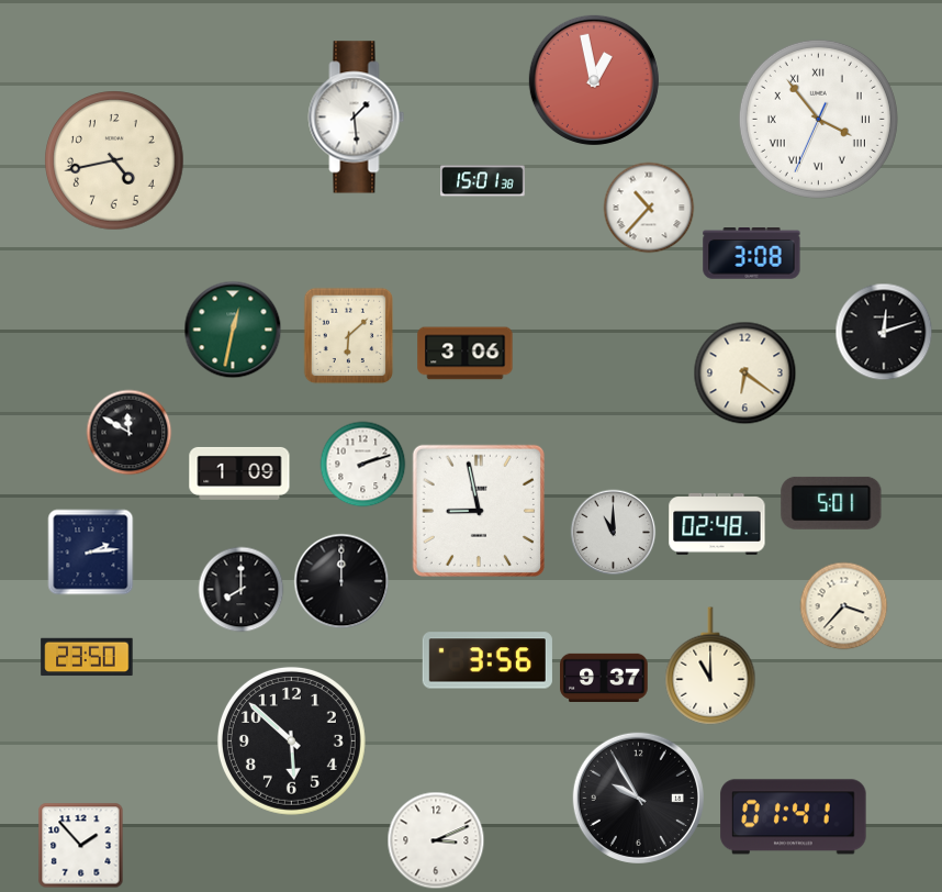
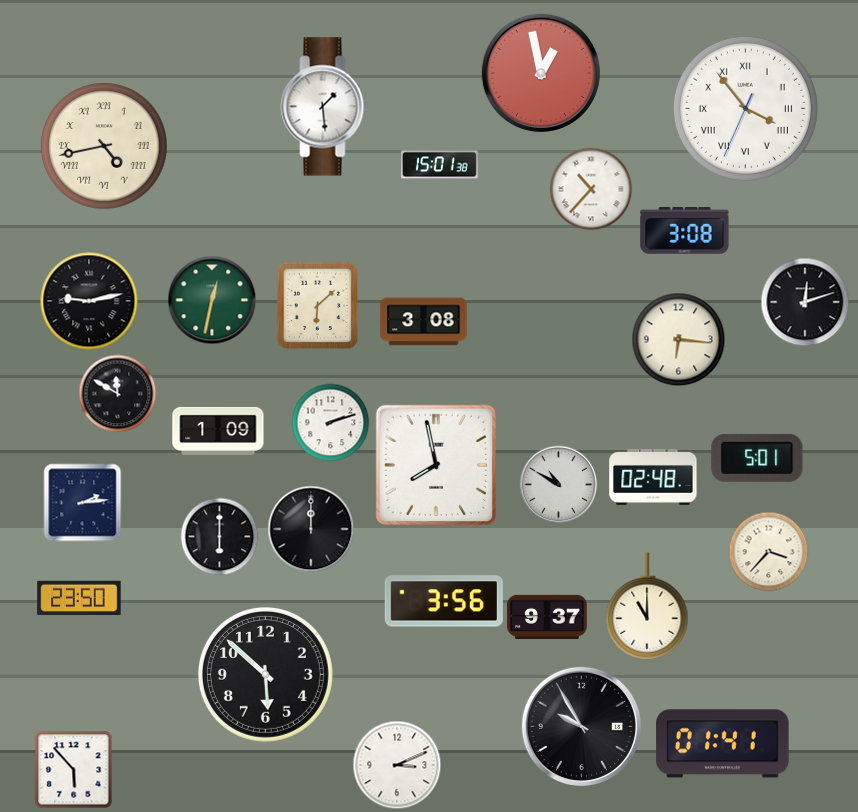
clock at (114, 160) numerals: Arabic -> Roman
clock at (89, 301): none -> 9:13
clock at (466, 354): 3:06 -> 3:08
clock at (744, 372): 6:21 -> 6:16
clock at (479, 511): 8:58 -> 7:58
clock at (613, 532): 11:00 -> 10:50
clock at (240, 589): 8:00 -> 6:00
clock at (604, 678) position: (604, 678) -> (547, 617)
clock at (80, 845): 1:53 -> 5:53
